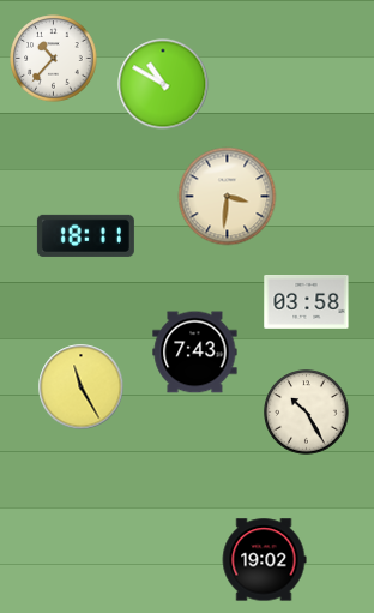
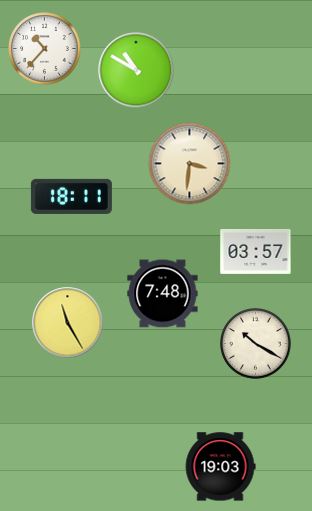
clock at (307, 302): 03:58 -> 03:57
clock at (195, 353): 7:43 -> 7:48
clock at (307, 413): 10:25 -> 10:20
clock at (264, 560): 19:02 -> 19:03
